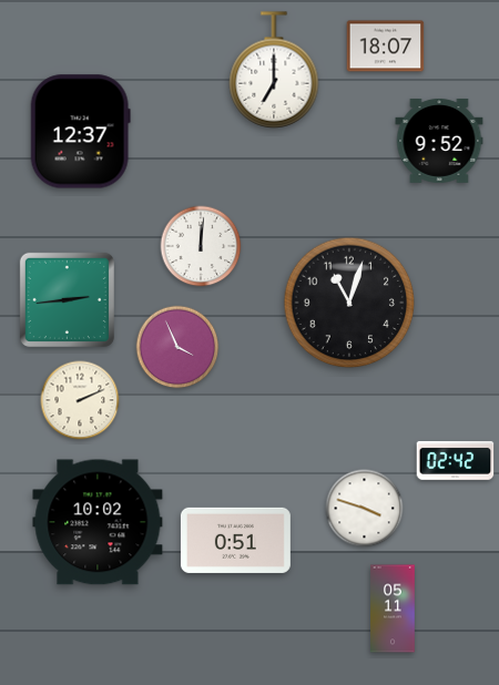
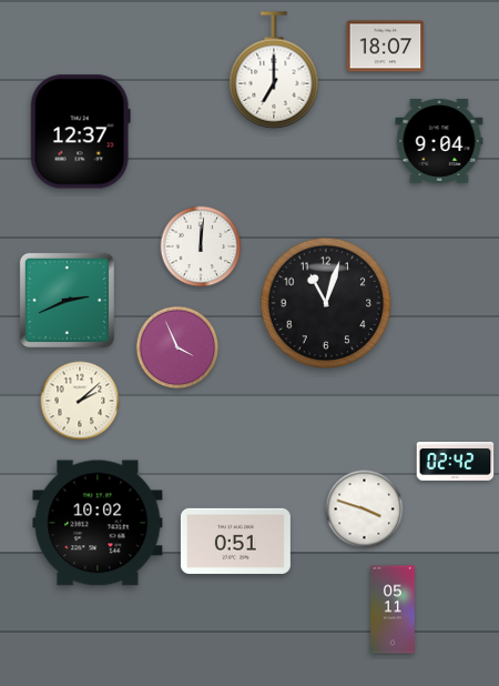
clock at (439, 141): 9:52 -> 9:04
clock at (67, 299): 2:44 -> 2:41
clock at (349, 303) position: (349, 303) -> (326, 303)
clock at (80, 400): 2:11 -> 2:08
